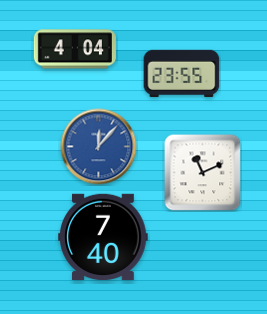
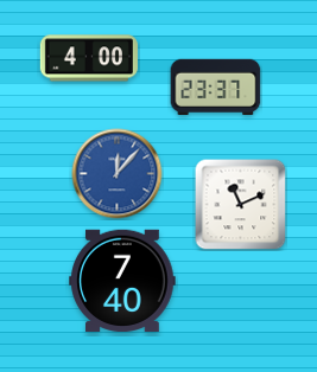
clock at (75, 49): 4:04 -> 4:00
clock at (182, 73): 23:55 -> 23:37
